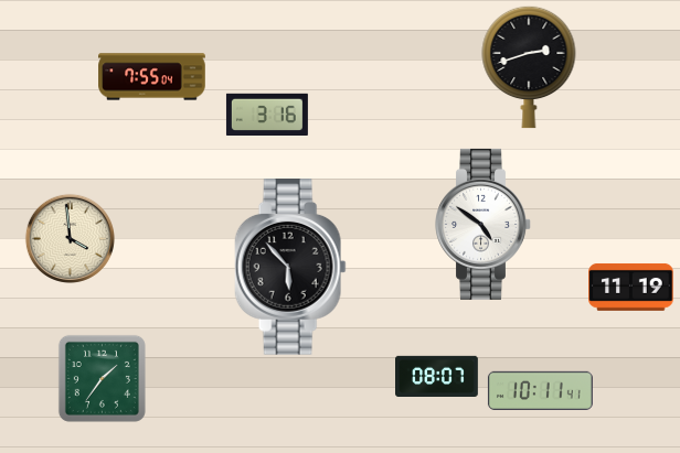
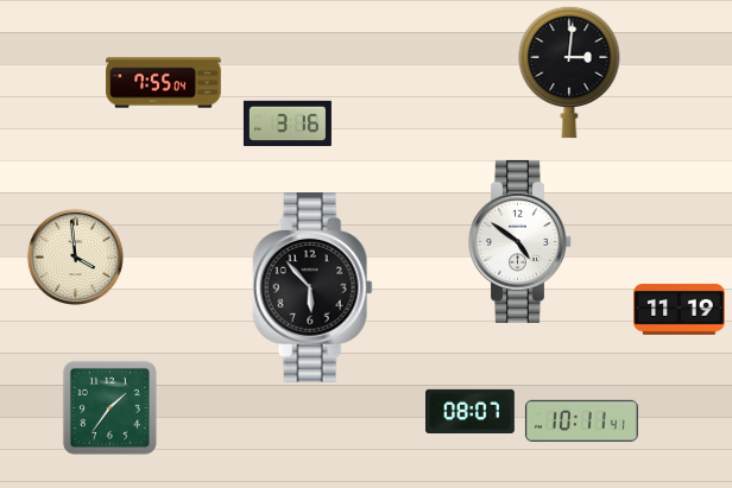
clock at (529, 67): 2:42 -> 3:01
clock at (437, 376) position: (437, 376) -> (471, 411)
